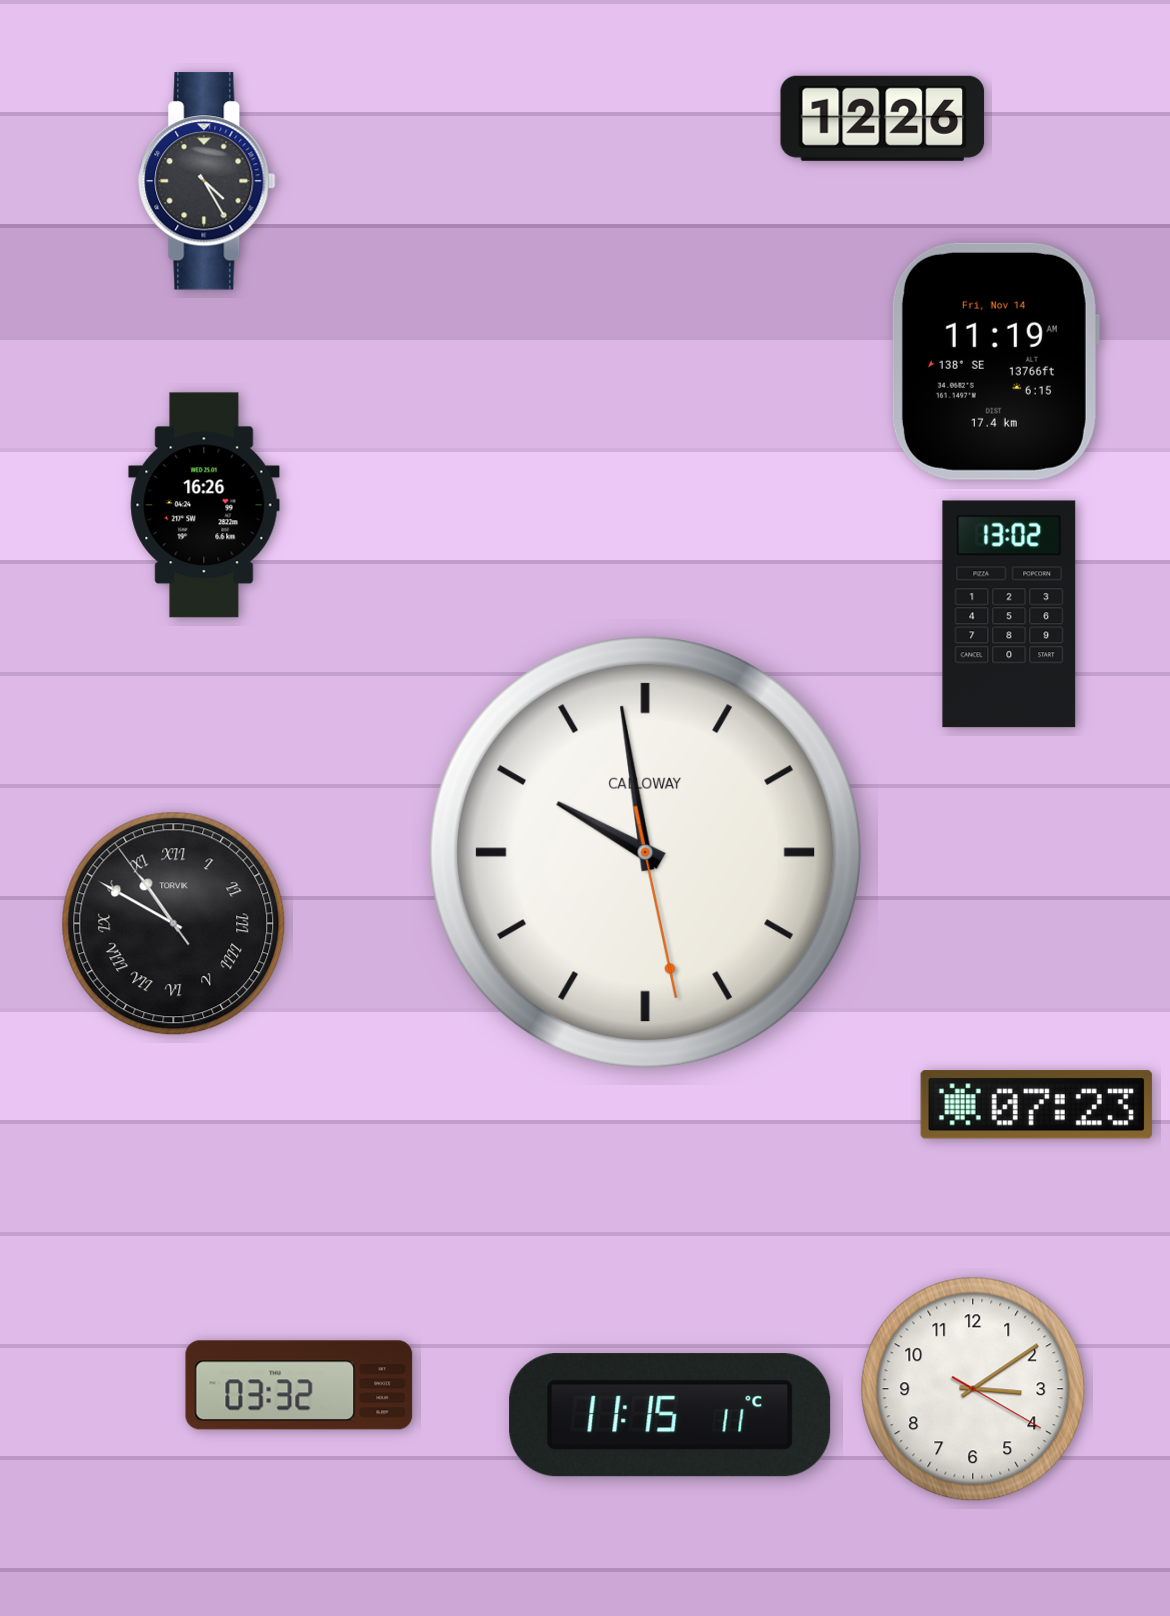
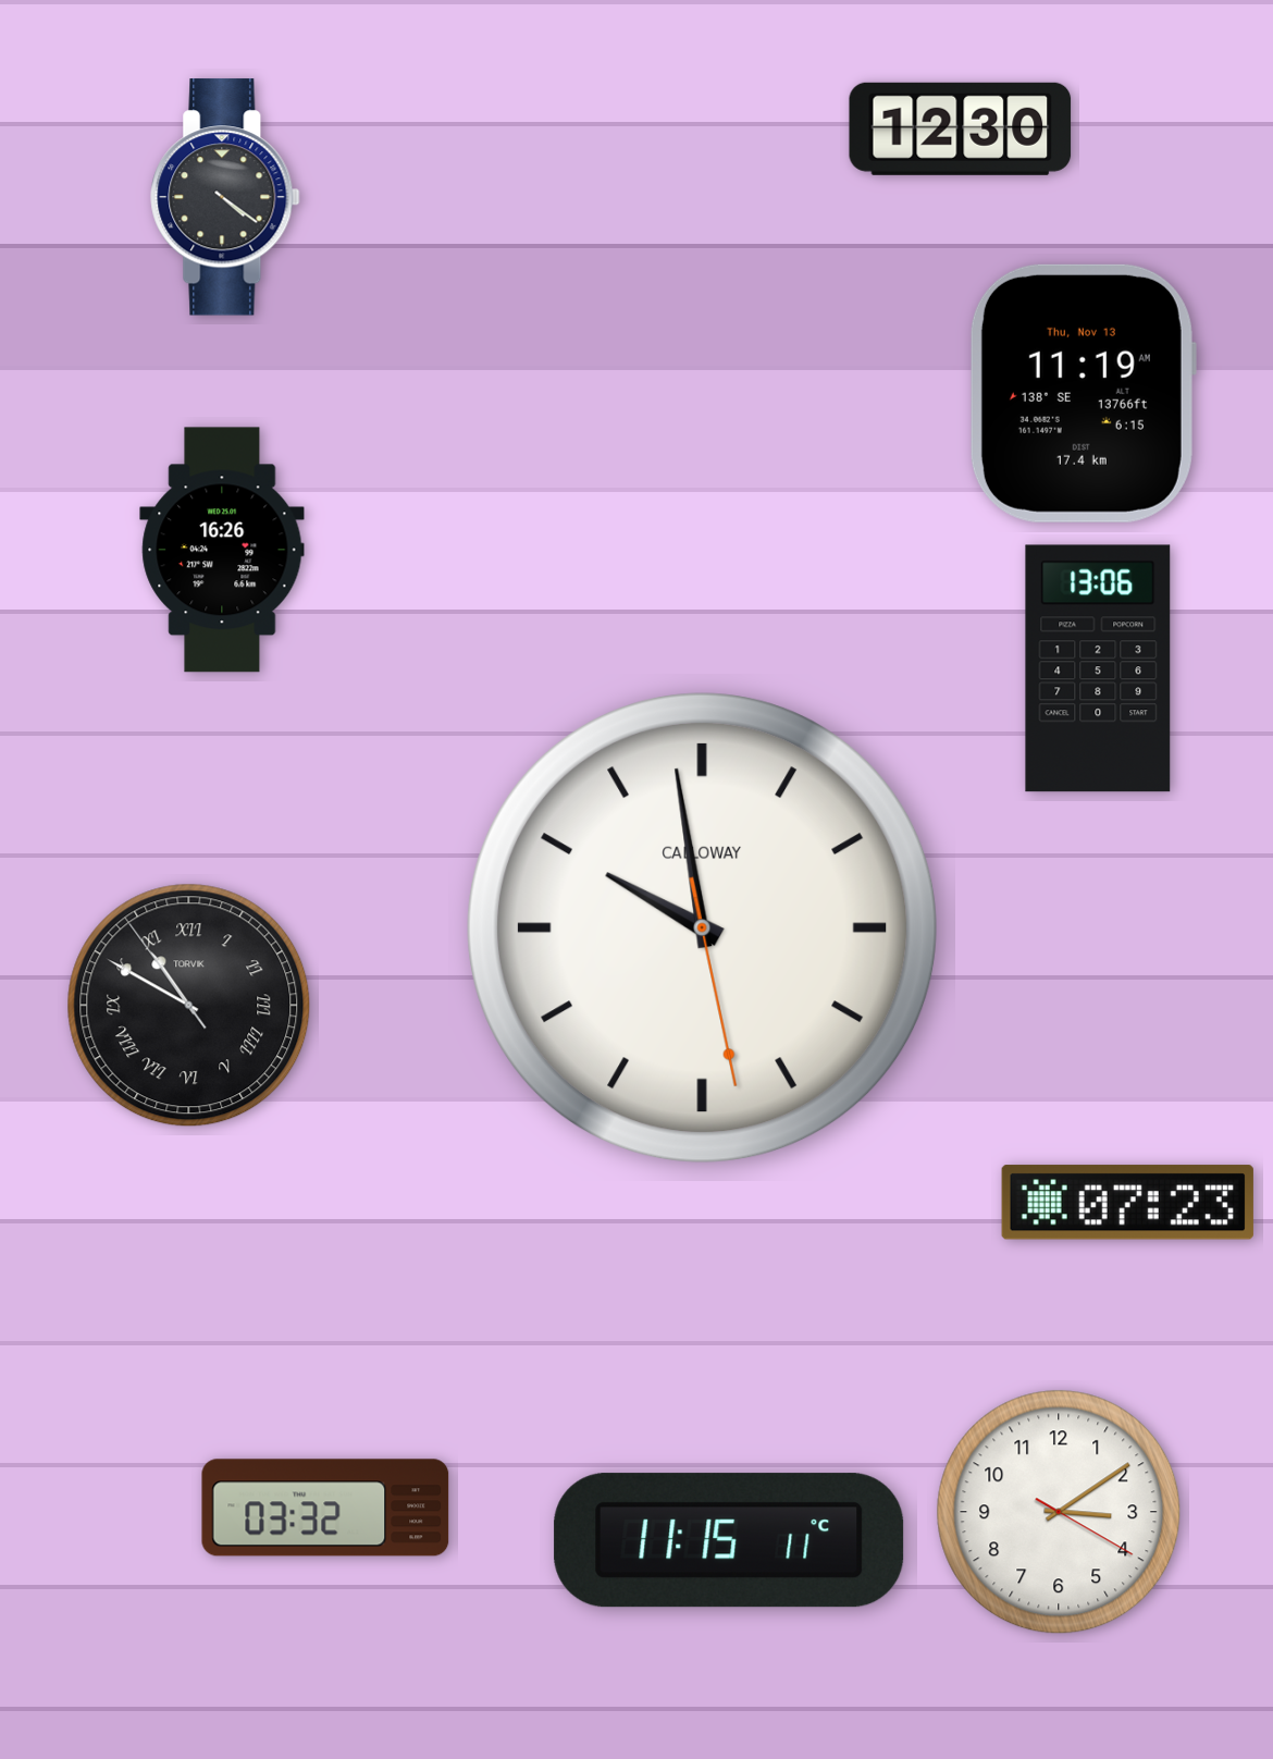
clock at (883, 118): 12:26 -> 12:30
clock at (207, 181): 4:25 -> 4:21
clock at (995, 361) date: Fri, Nov 14 -> Thu, Nov 13
clock at (1009, 614): 13:02 -> 13:06
